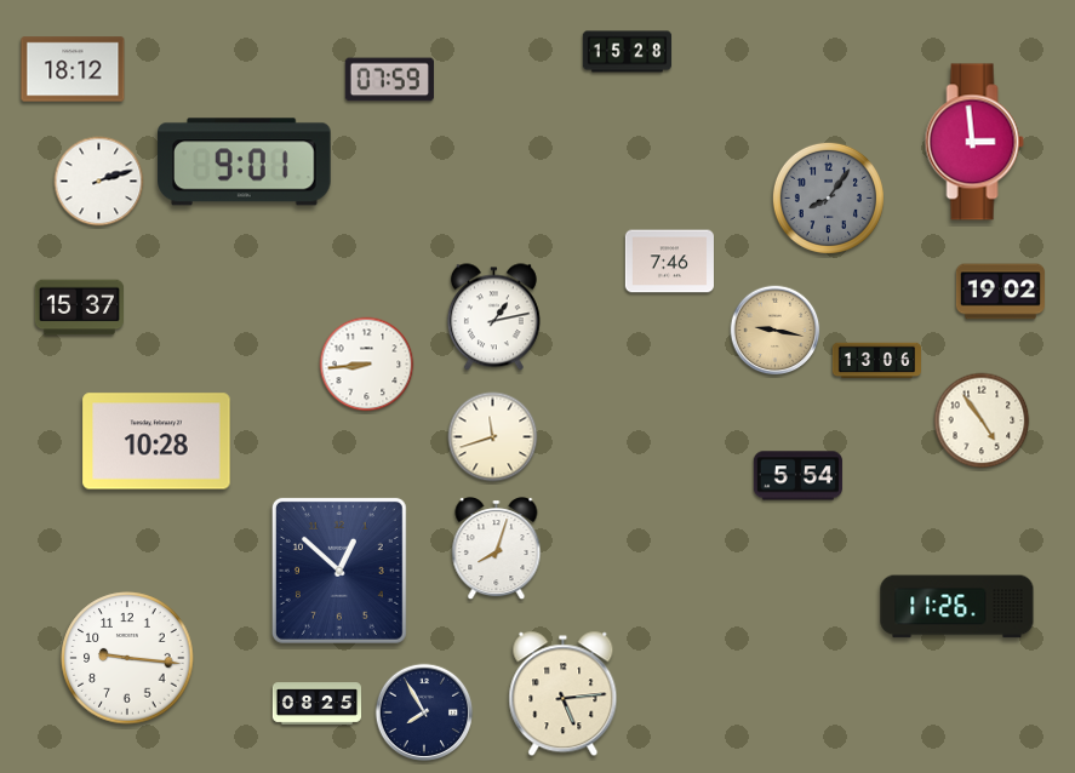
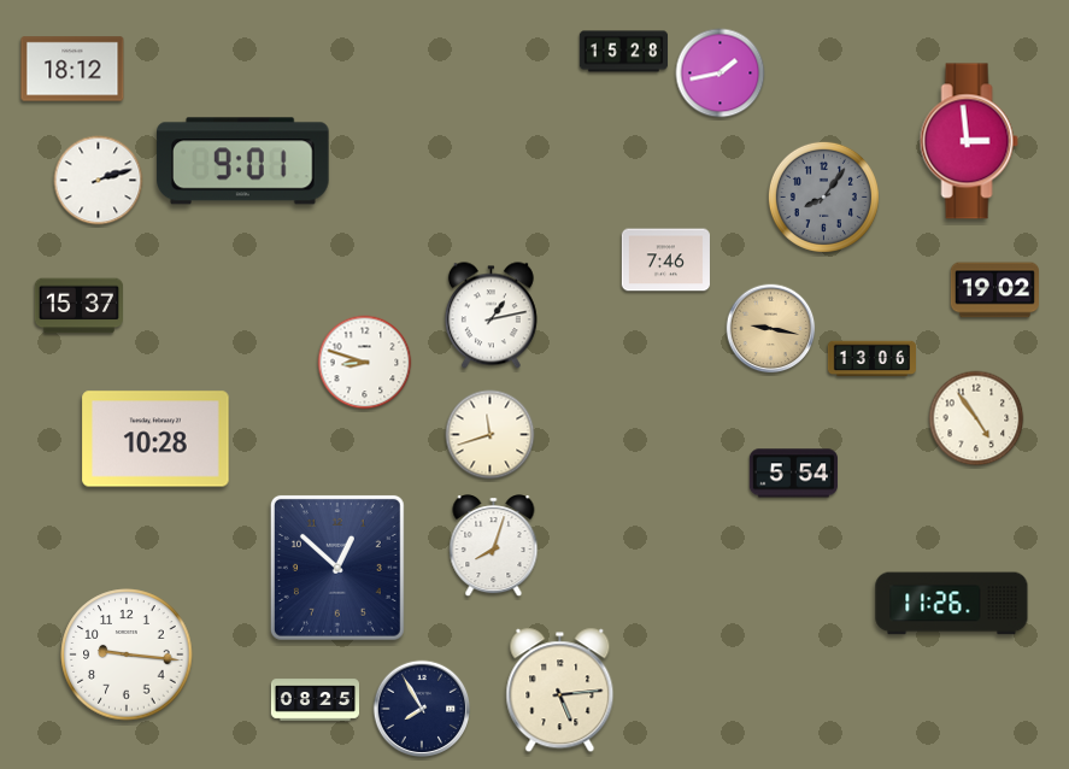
clock at (721, 74): none -> 1:43
clock at (389, 80): 07:59 -> none
clock at (367, 365): 8:44 -> 8:48
